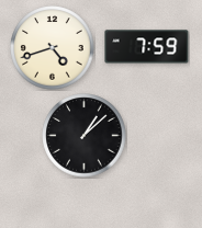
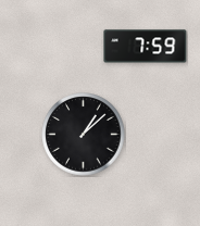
clock at (53, 48): 4:42 -> none
